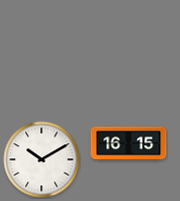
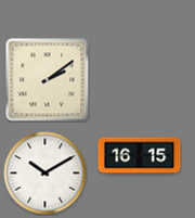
clock at (48, 80): none -> 2:09
